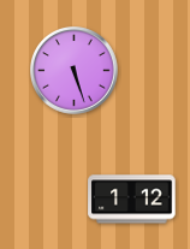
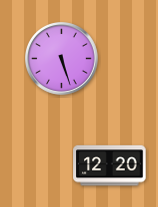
clock at (132, 200): 1:12 -> 12:20
